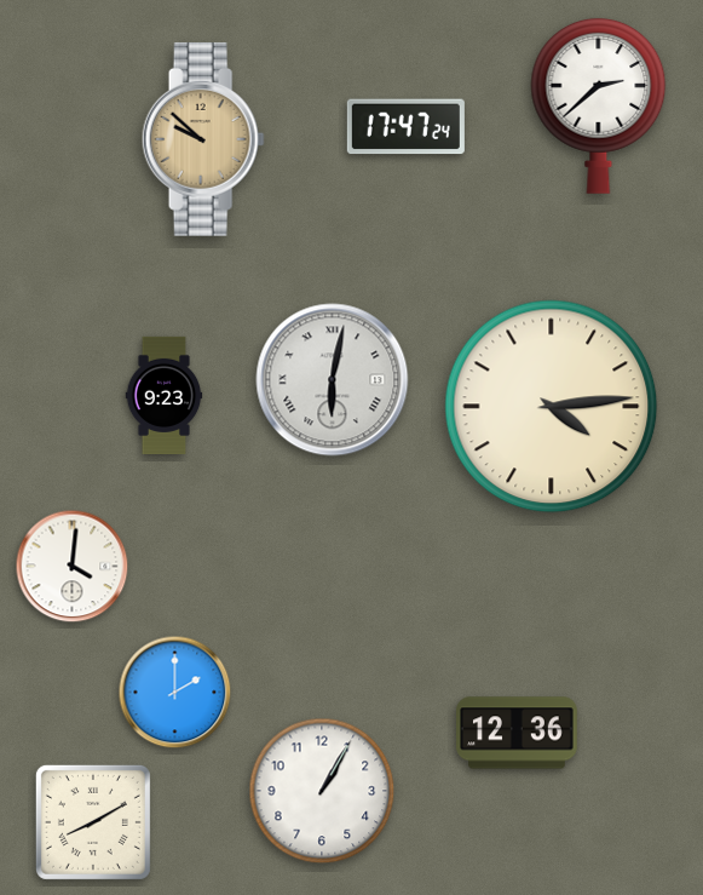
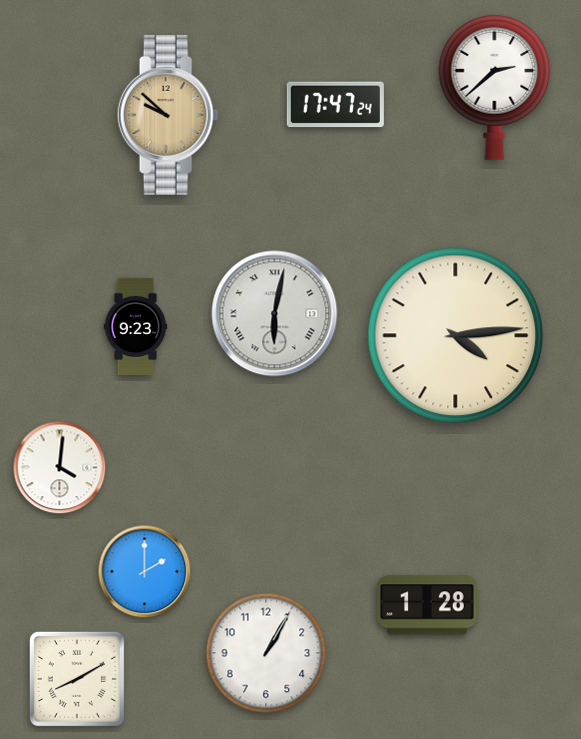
clock at (517, 733): 12:36 -> 1:28
